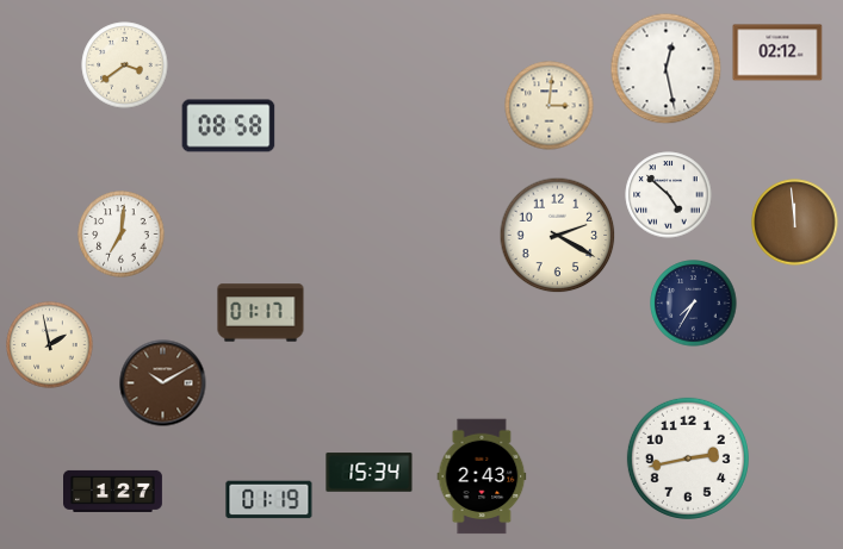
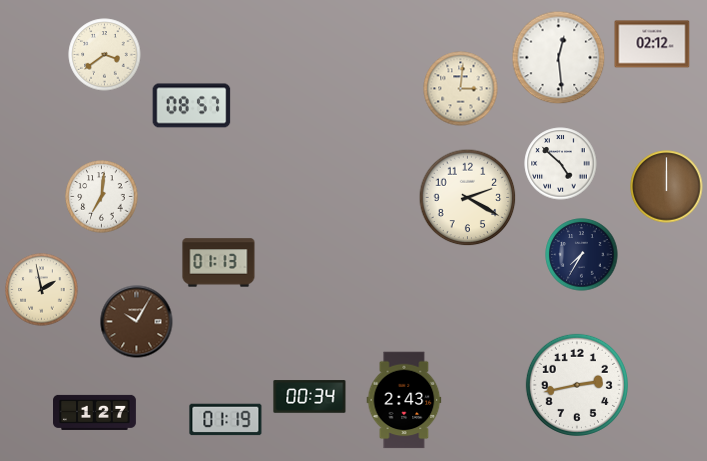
clock at (667, 69): 12:28 -> 12:29
clock at (229, 126): 08:58 -> 08:57
clock at (795, 223): 11:59 -> 12:00
clock at (261, 313): 01:17 -> 01:13
clock at (163, 383): 10:10 -> 10:05
clock at (370, 473): 15:34 -> 00:34
